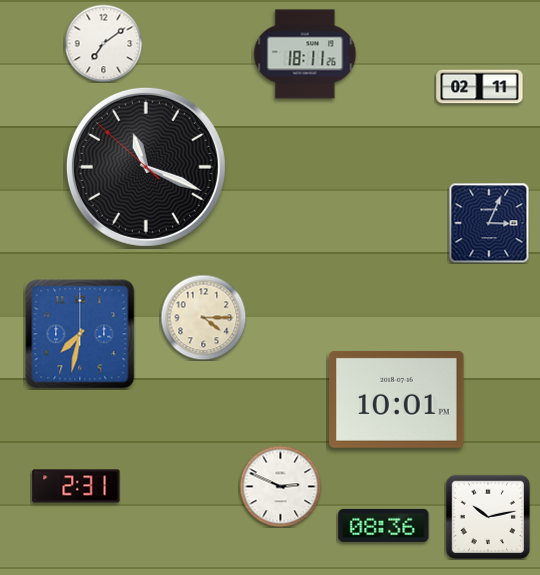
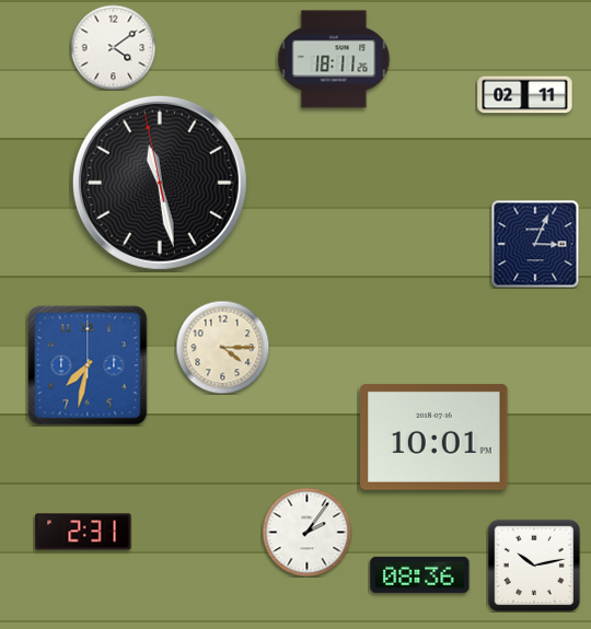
clock at (103, 43): 7:09 -> 4:09
clock at (146, 167): 11:18 -> 11:27
clock at (280, 486): 2:49 -> 2:06
